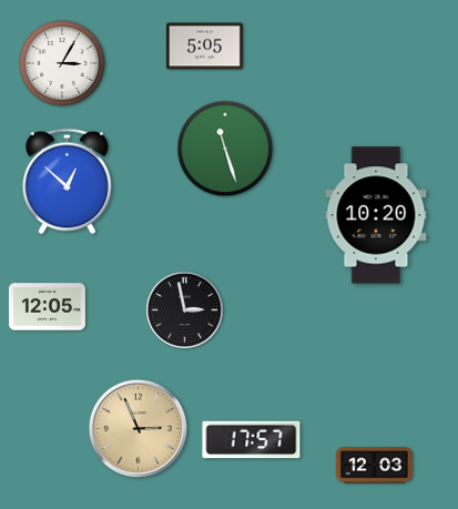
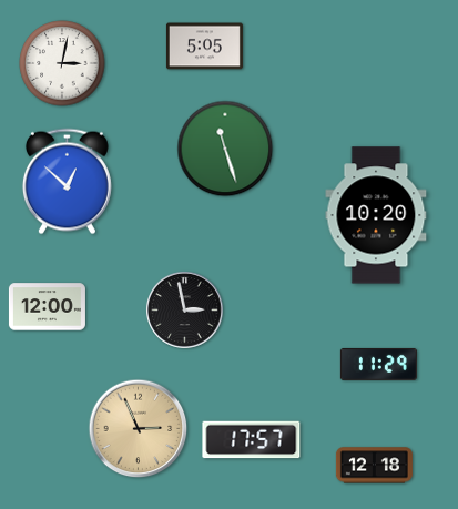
clock at (62, 63): 3:05 -> 3:02
clock at (47, 307): 12:05 -> 12:00
clock at (378, 364): none -> 11:29
clock at (374, 466): 12:03 -> 12:18
